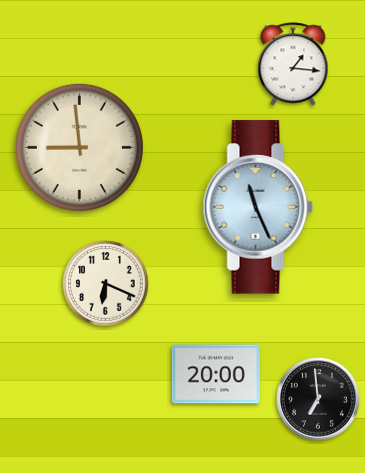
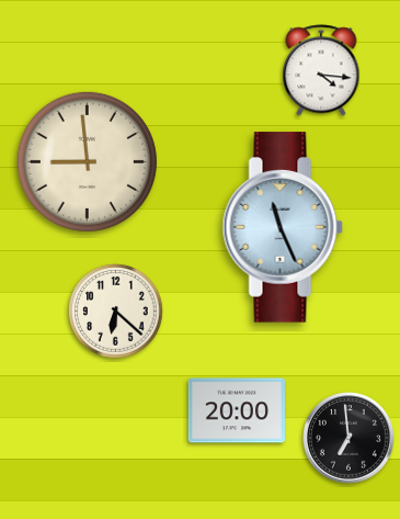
clock at (293, 64): 1:16 -> 4:16
clock at (106, 284): 6:19 -> 6:22
